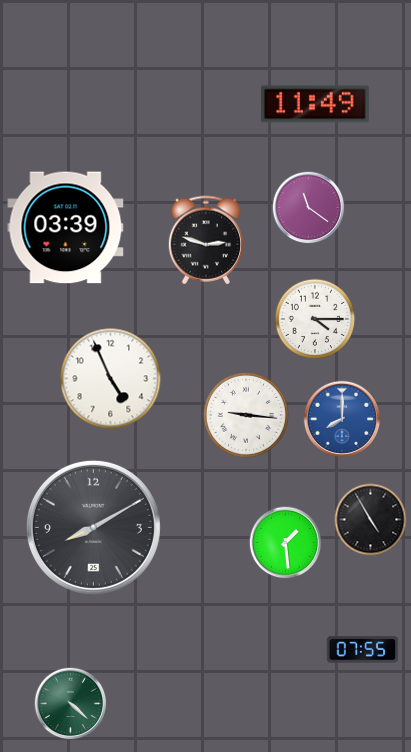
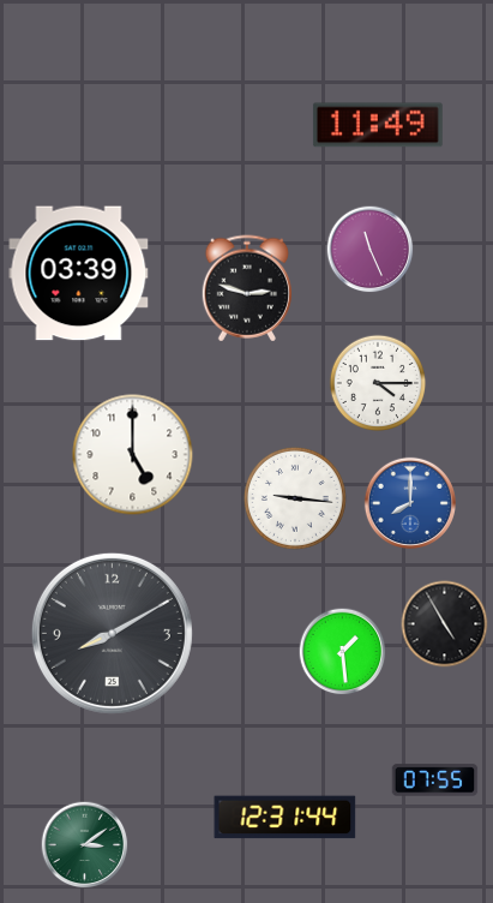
clock at (309, 208): 11:21 -> 11:26
clock at (111, 379): 4:56 -> 5:00
clock at (285, 818): none -> 12:31
clock at (71, 704): 4:22 -> 3:09
